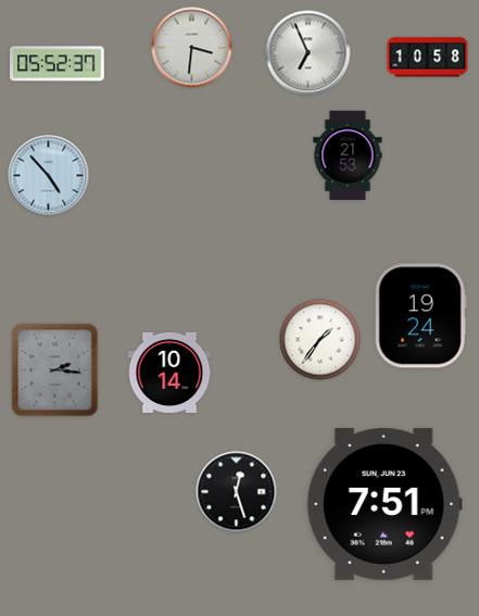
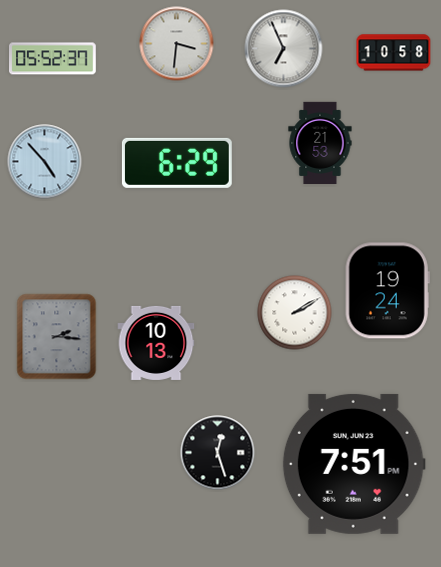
clock at (177, 163): none -> 6:29
clock at (320, 340): 1:36 -> 2:10
clock at (55, 370) position: (55, 370) -> (57, 337)
clock at (169, 373): 10:14 -> 10:13
